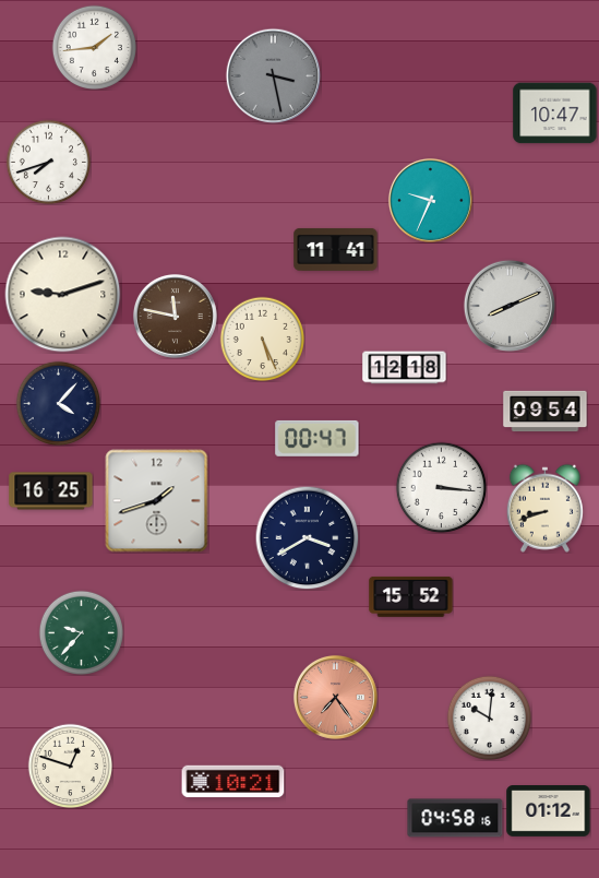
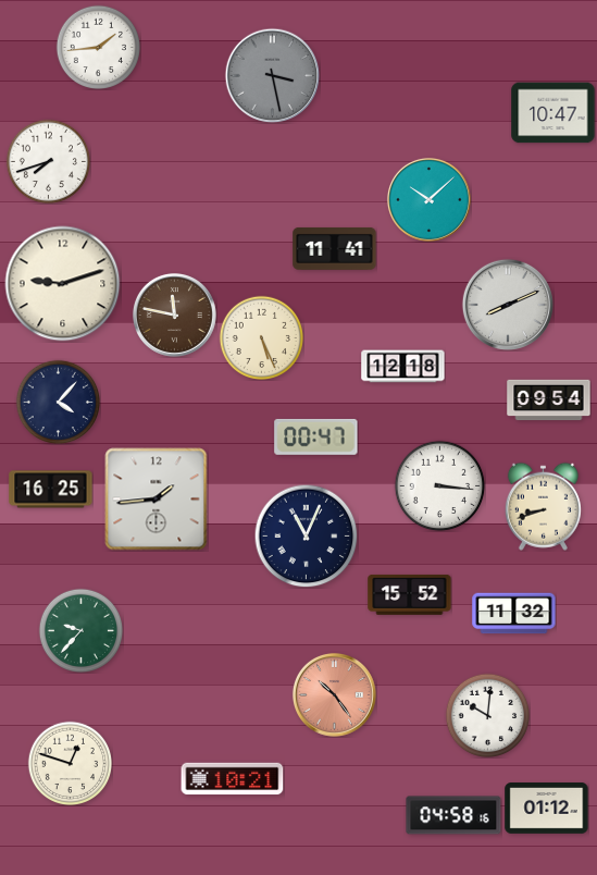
clock at (94, 47) position: (94, 47) -> (98, 47)
clock at (430, 200): 9:34 -> 10:08
clock at (63, 295) position: (63, 295) -> (63, 284)
clock at (546, 412) position: (546, 412) -> (549, 400)
clock at (157, 501): 1:42 -> 1:44
clock at (307, 537): 3:40 -> 11:04
clock at (514, 614): none -> 11:32
clock at (335, 697): 7:24 -> 10:24
